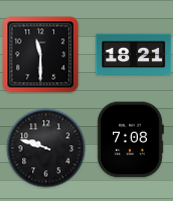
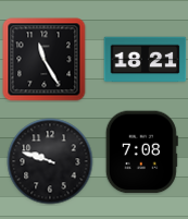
clock at (41, 55): 11:30 -> 11:25
